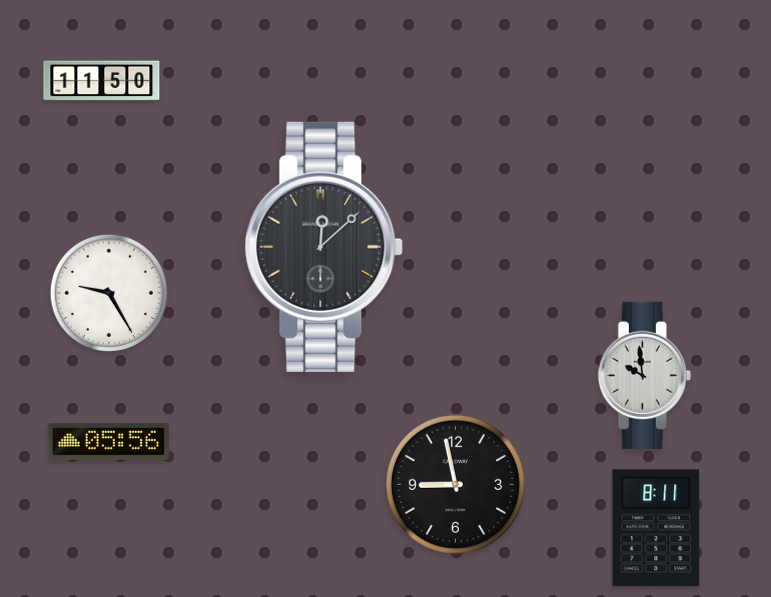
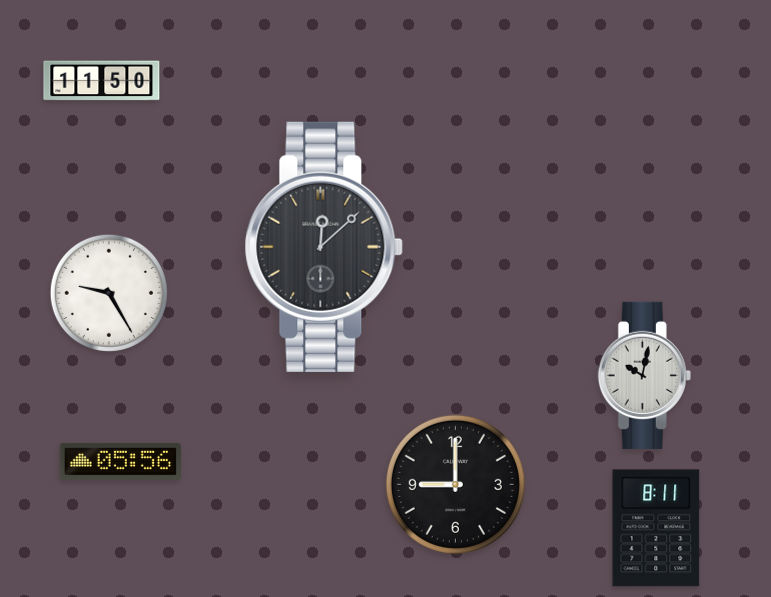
clock at (644, 375): 9:59 -> 10:02
clock at (108, 441) position: (108, 441) -> (120, 461)
clock at (455, 484): 8:58 -> 9:00
